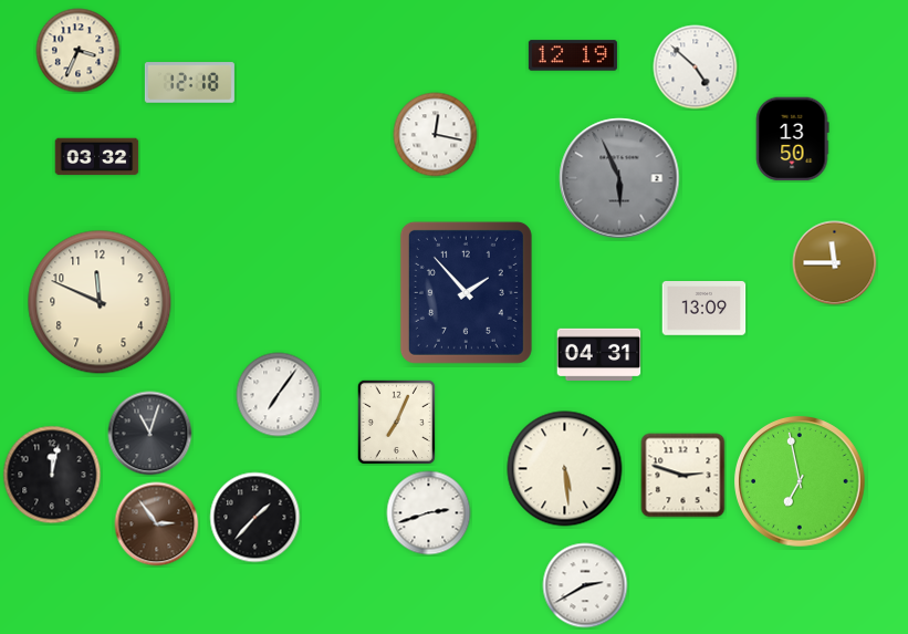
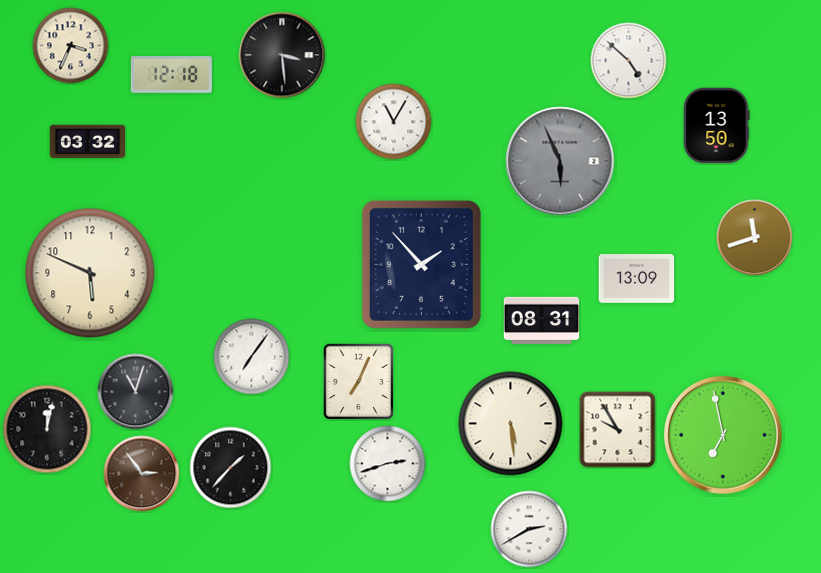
clock at (573, 55): 12:19 -> none
clock at (282, 55): none -> 3:29
clock at (436, 135): 12:17 -> 11:05
clock at (835, 263): 11:45 -> 11:42
clock at (100, 302): 11:49 -> 5:49
clock at (599, 355): 04:31 -> 08:31
clock at (683, 476): 2:48 -> 9:55
